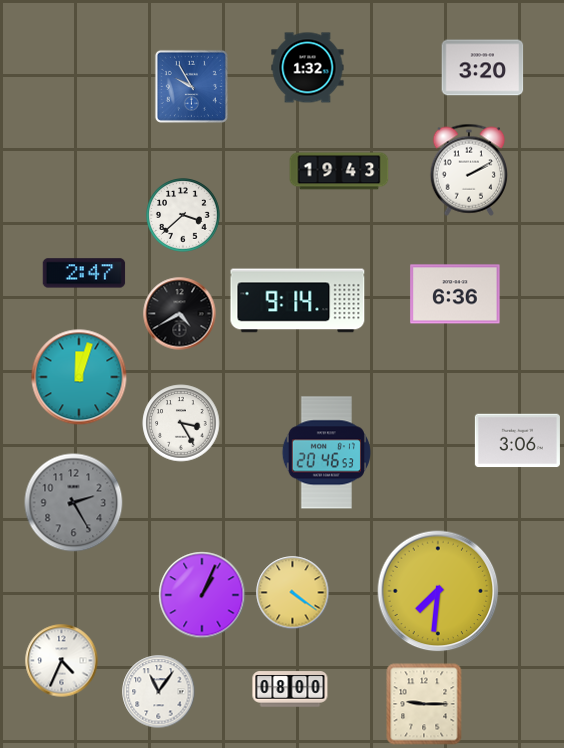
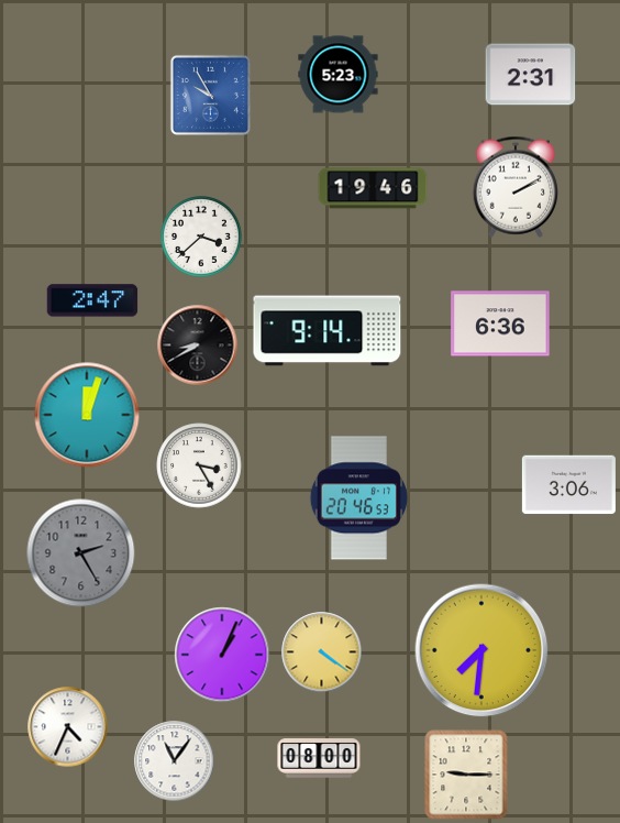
clock at (308, 68): 1:32 -> 5:23
clock at (483, 68): 3:20 -> 2:31
clock at (339, 171): 19:43 -> 19:46
clock at (180, 314): 4:40 -> 8:40
